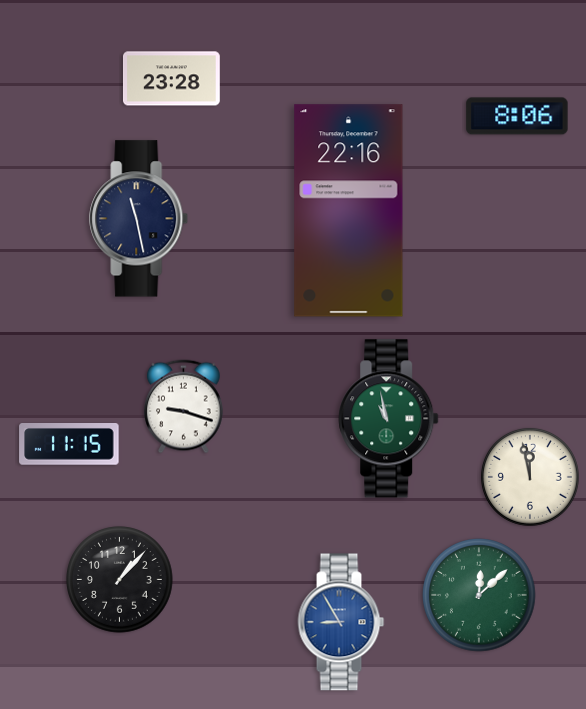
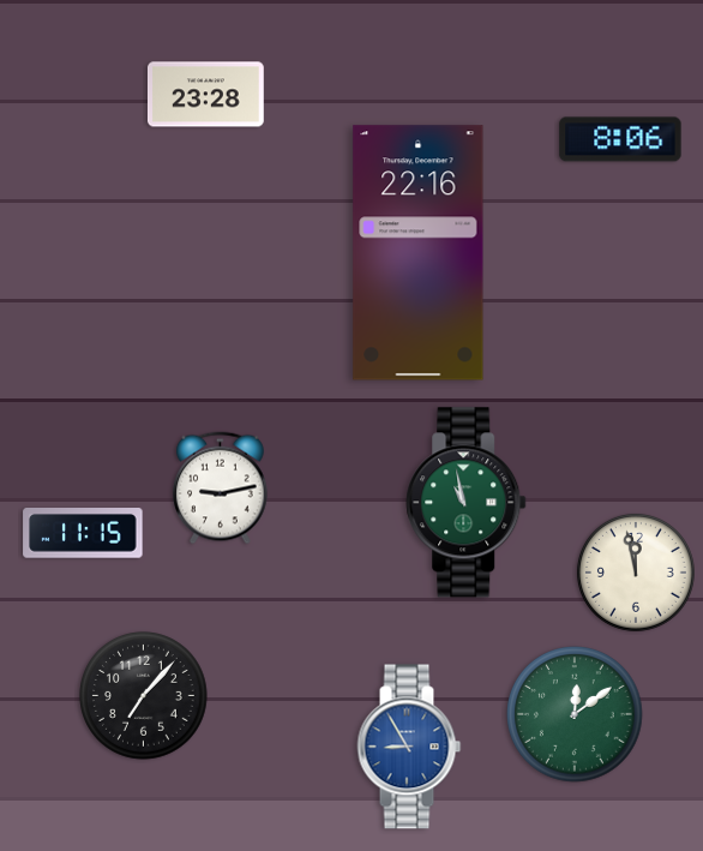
clock at (139, 219): 11:28 -> none
clock at (184, 407): 9:18 -> 9:13
clock at (120, 580): 1:07 -> 7:07
clock at (479, 595): 12:08 -> 12:09
